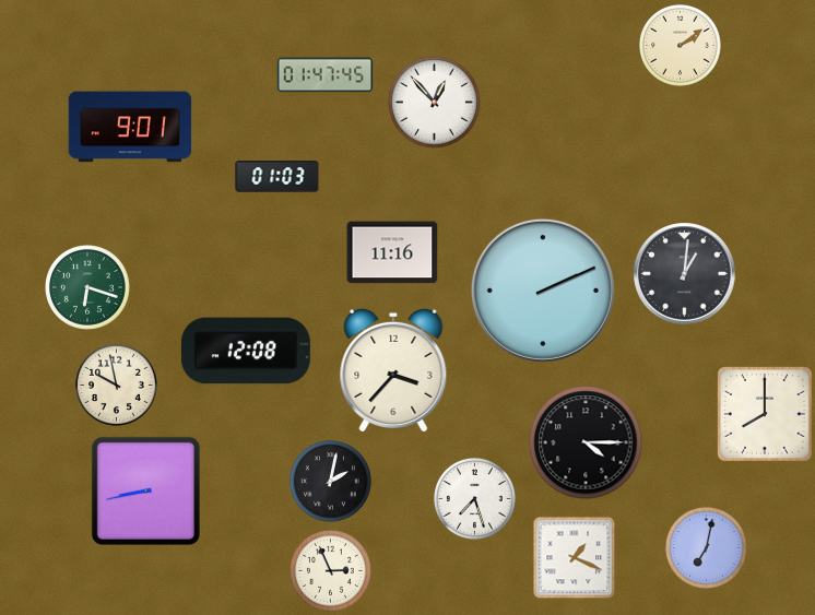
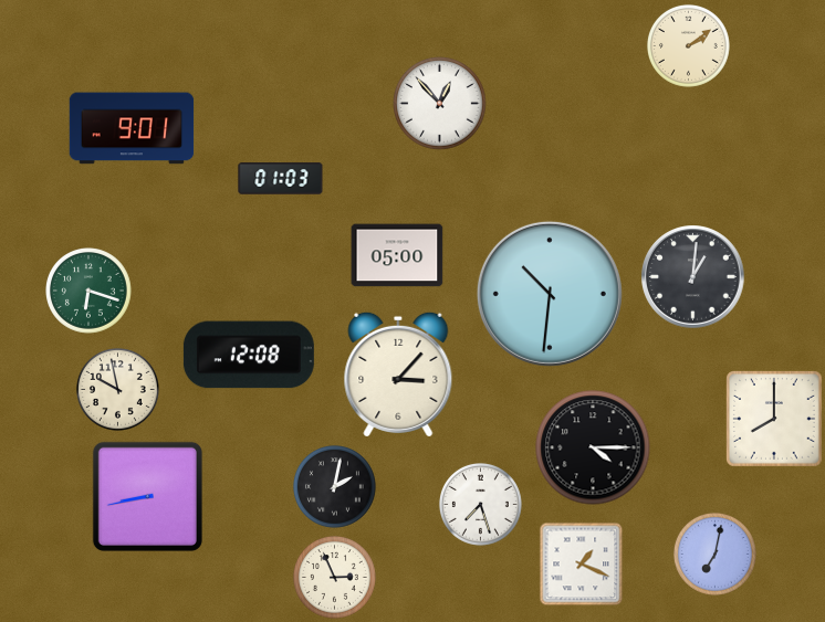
clock at (326, 75): 01:47 -> none
clock at (392, 252): 11:16 -> 05:00
clock at (543, 291): 2:11 -> 10:31
clock at (393, 370): 3:37 -> 3:07
